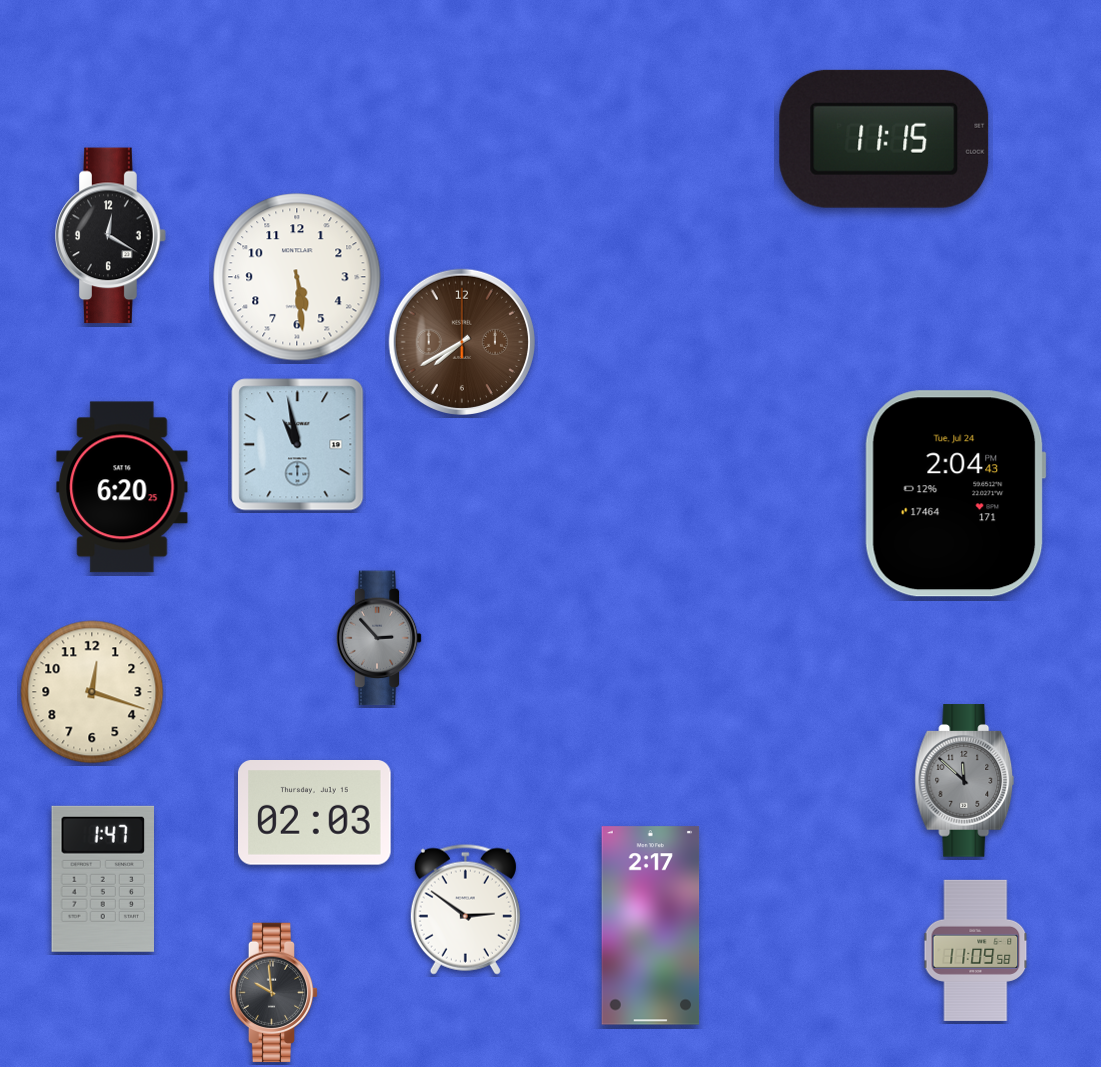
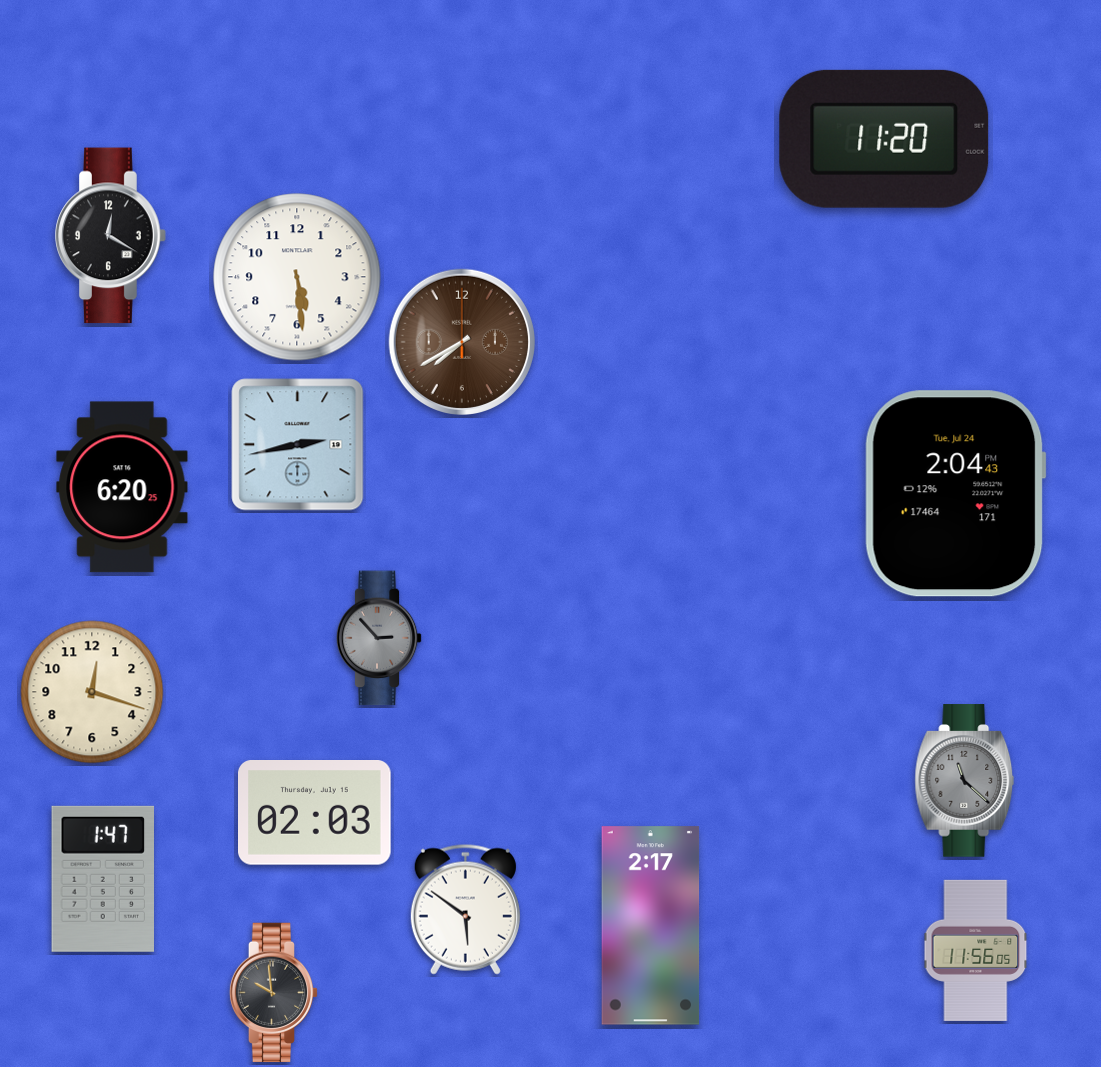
clock at (884, 139): 11:15 -> 11:20
clock at (298, 445): 10:58 -> 2:43
clock at (965, 781): 11:52 -> 11:22
clock at (465, 909): 2:51 -> 5:51
clock at (976, 950): 11:09 -> 11:56
